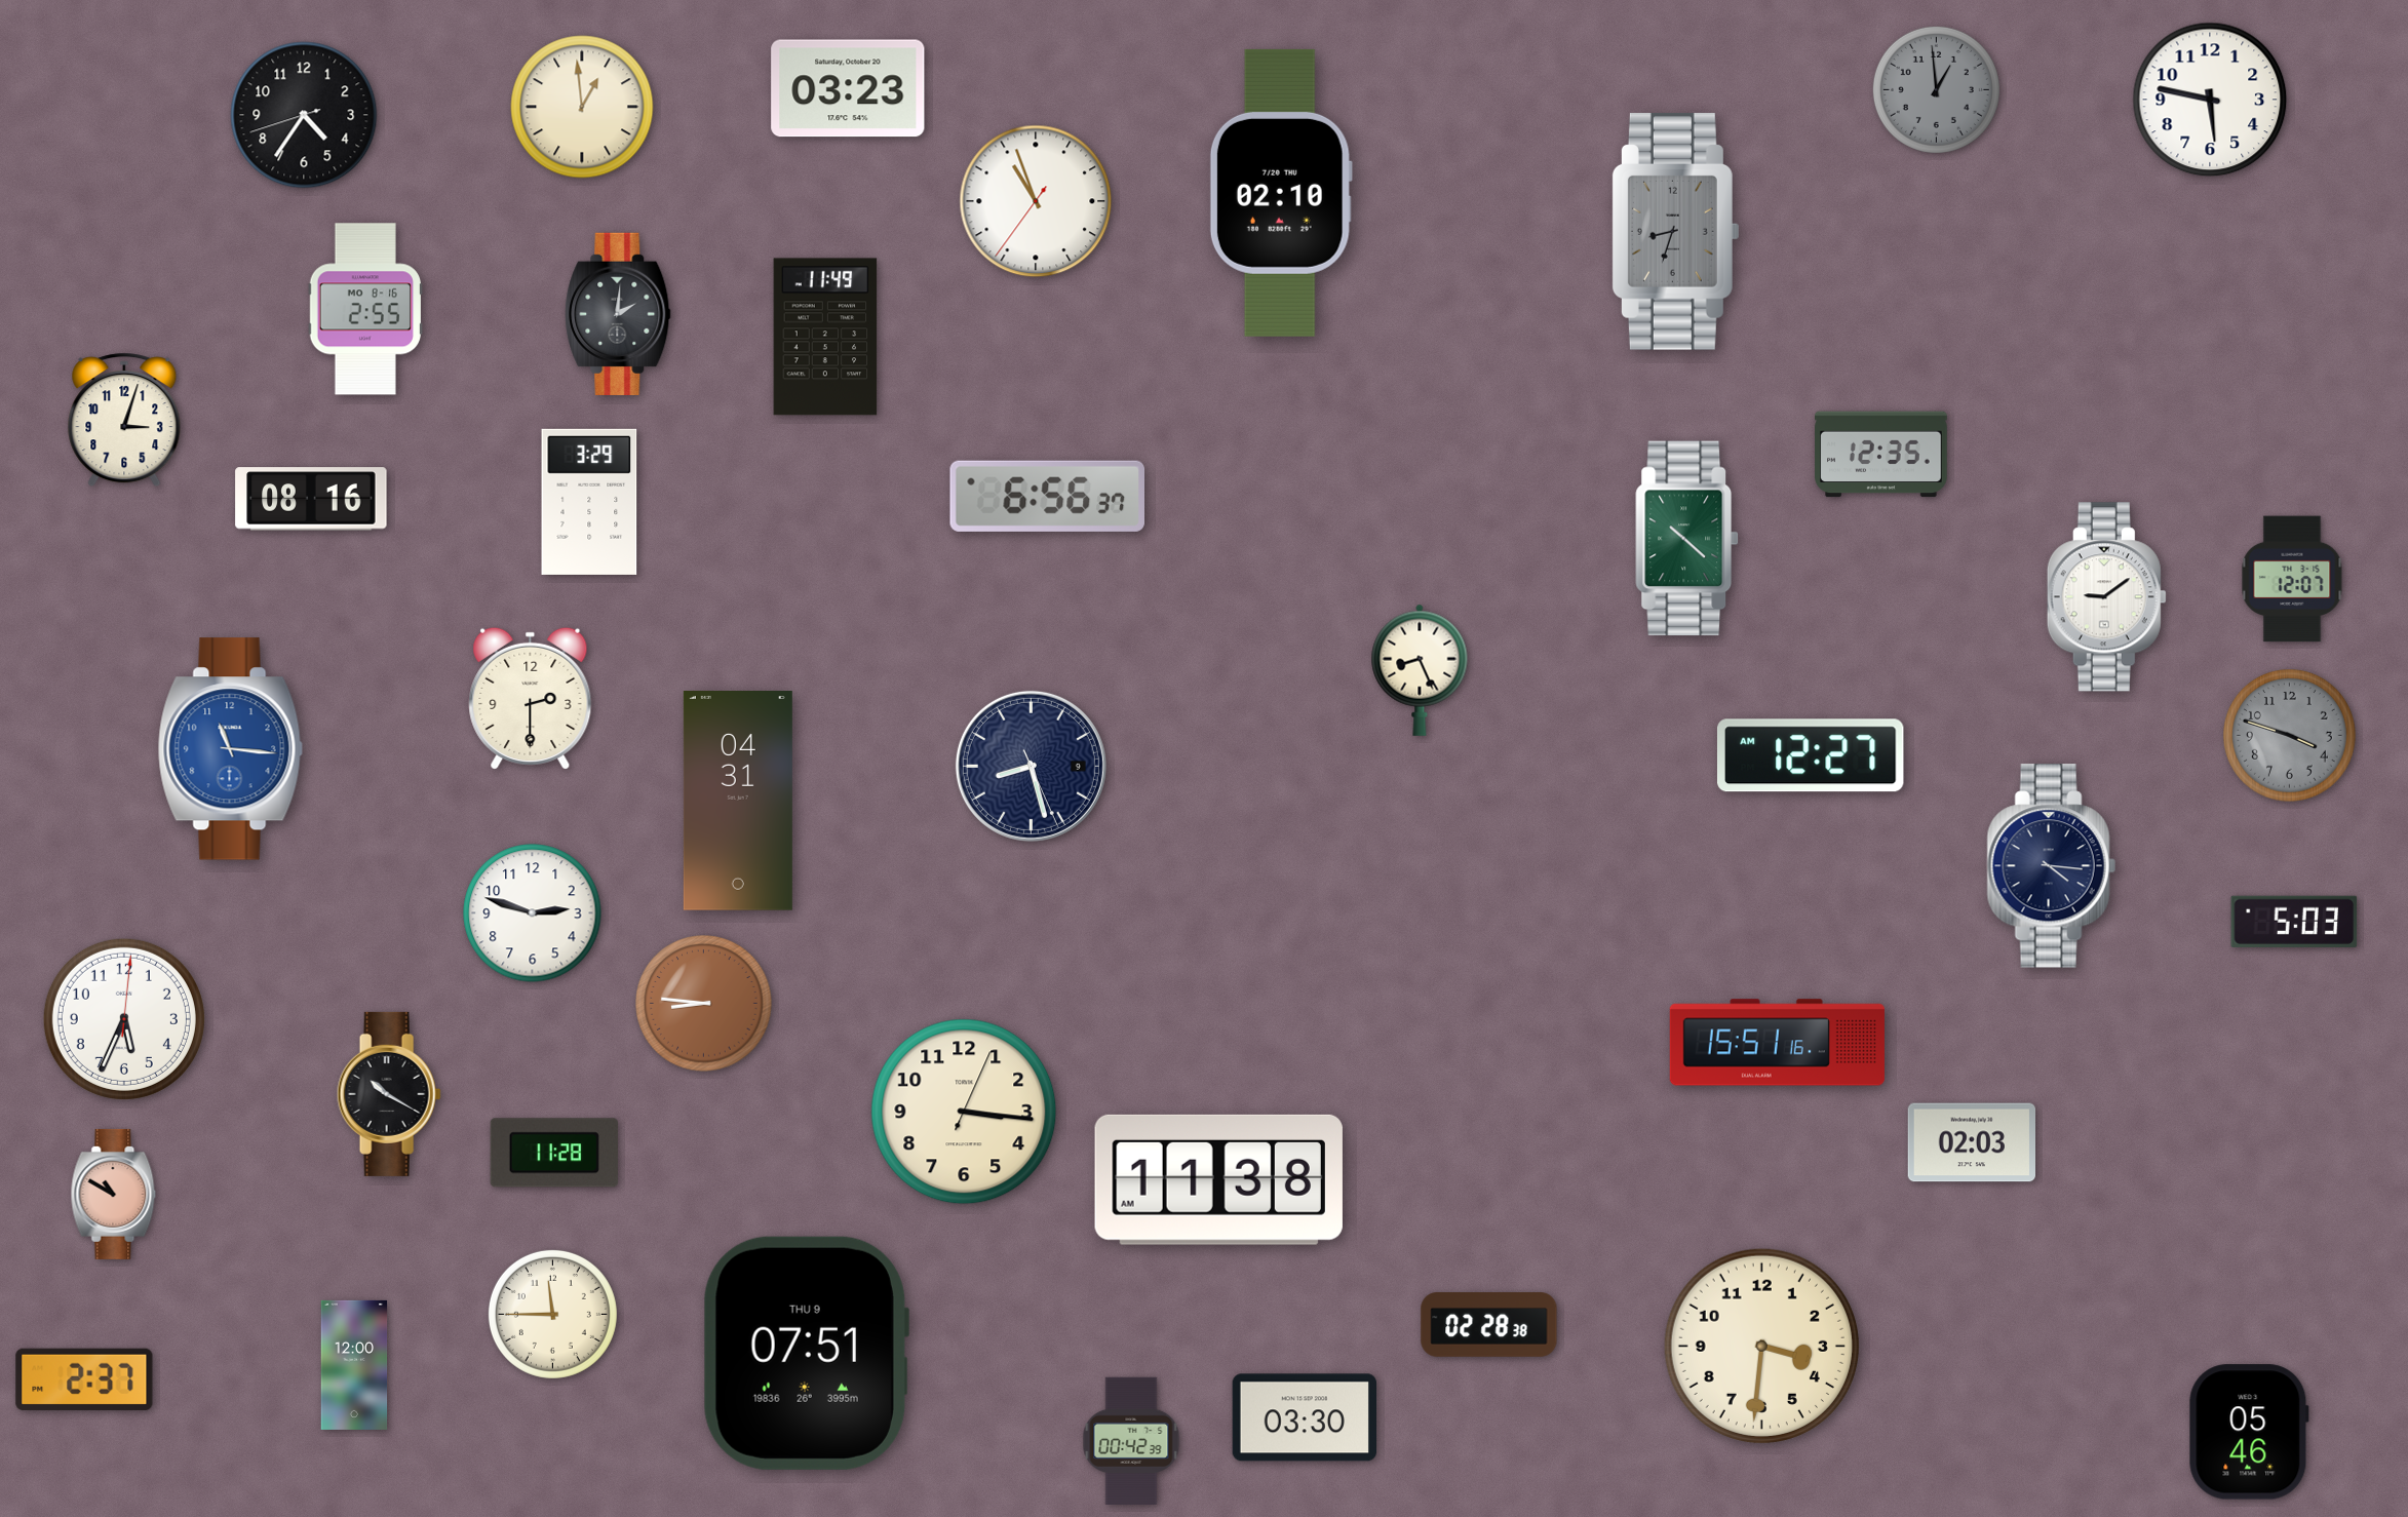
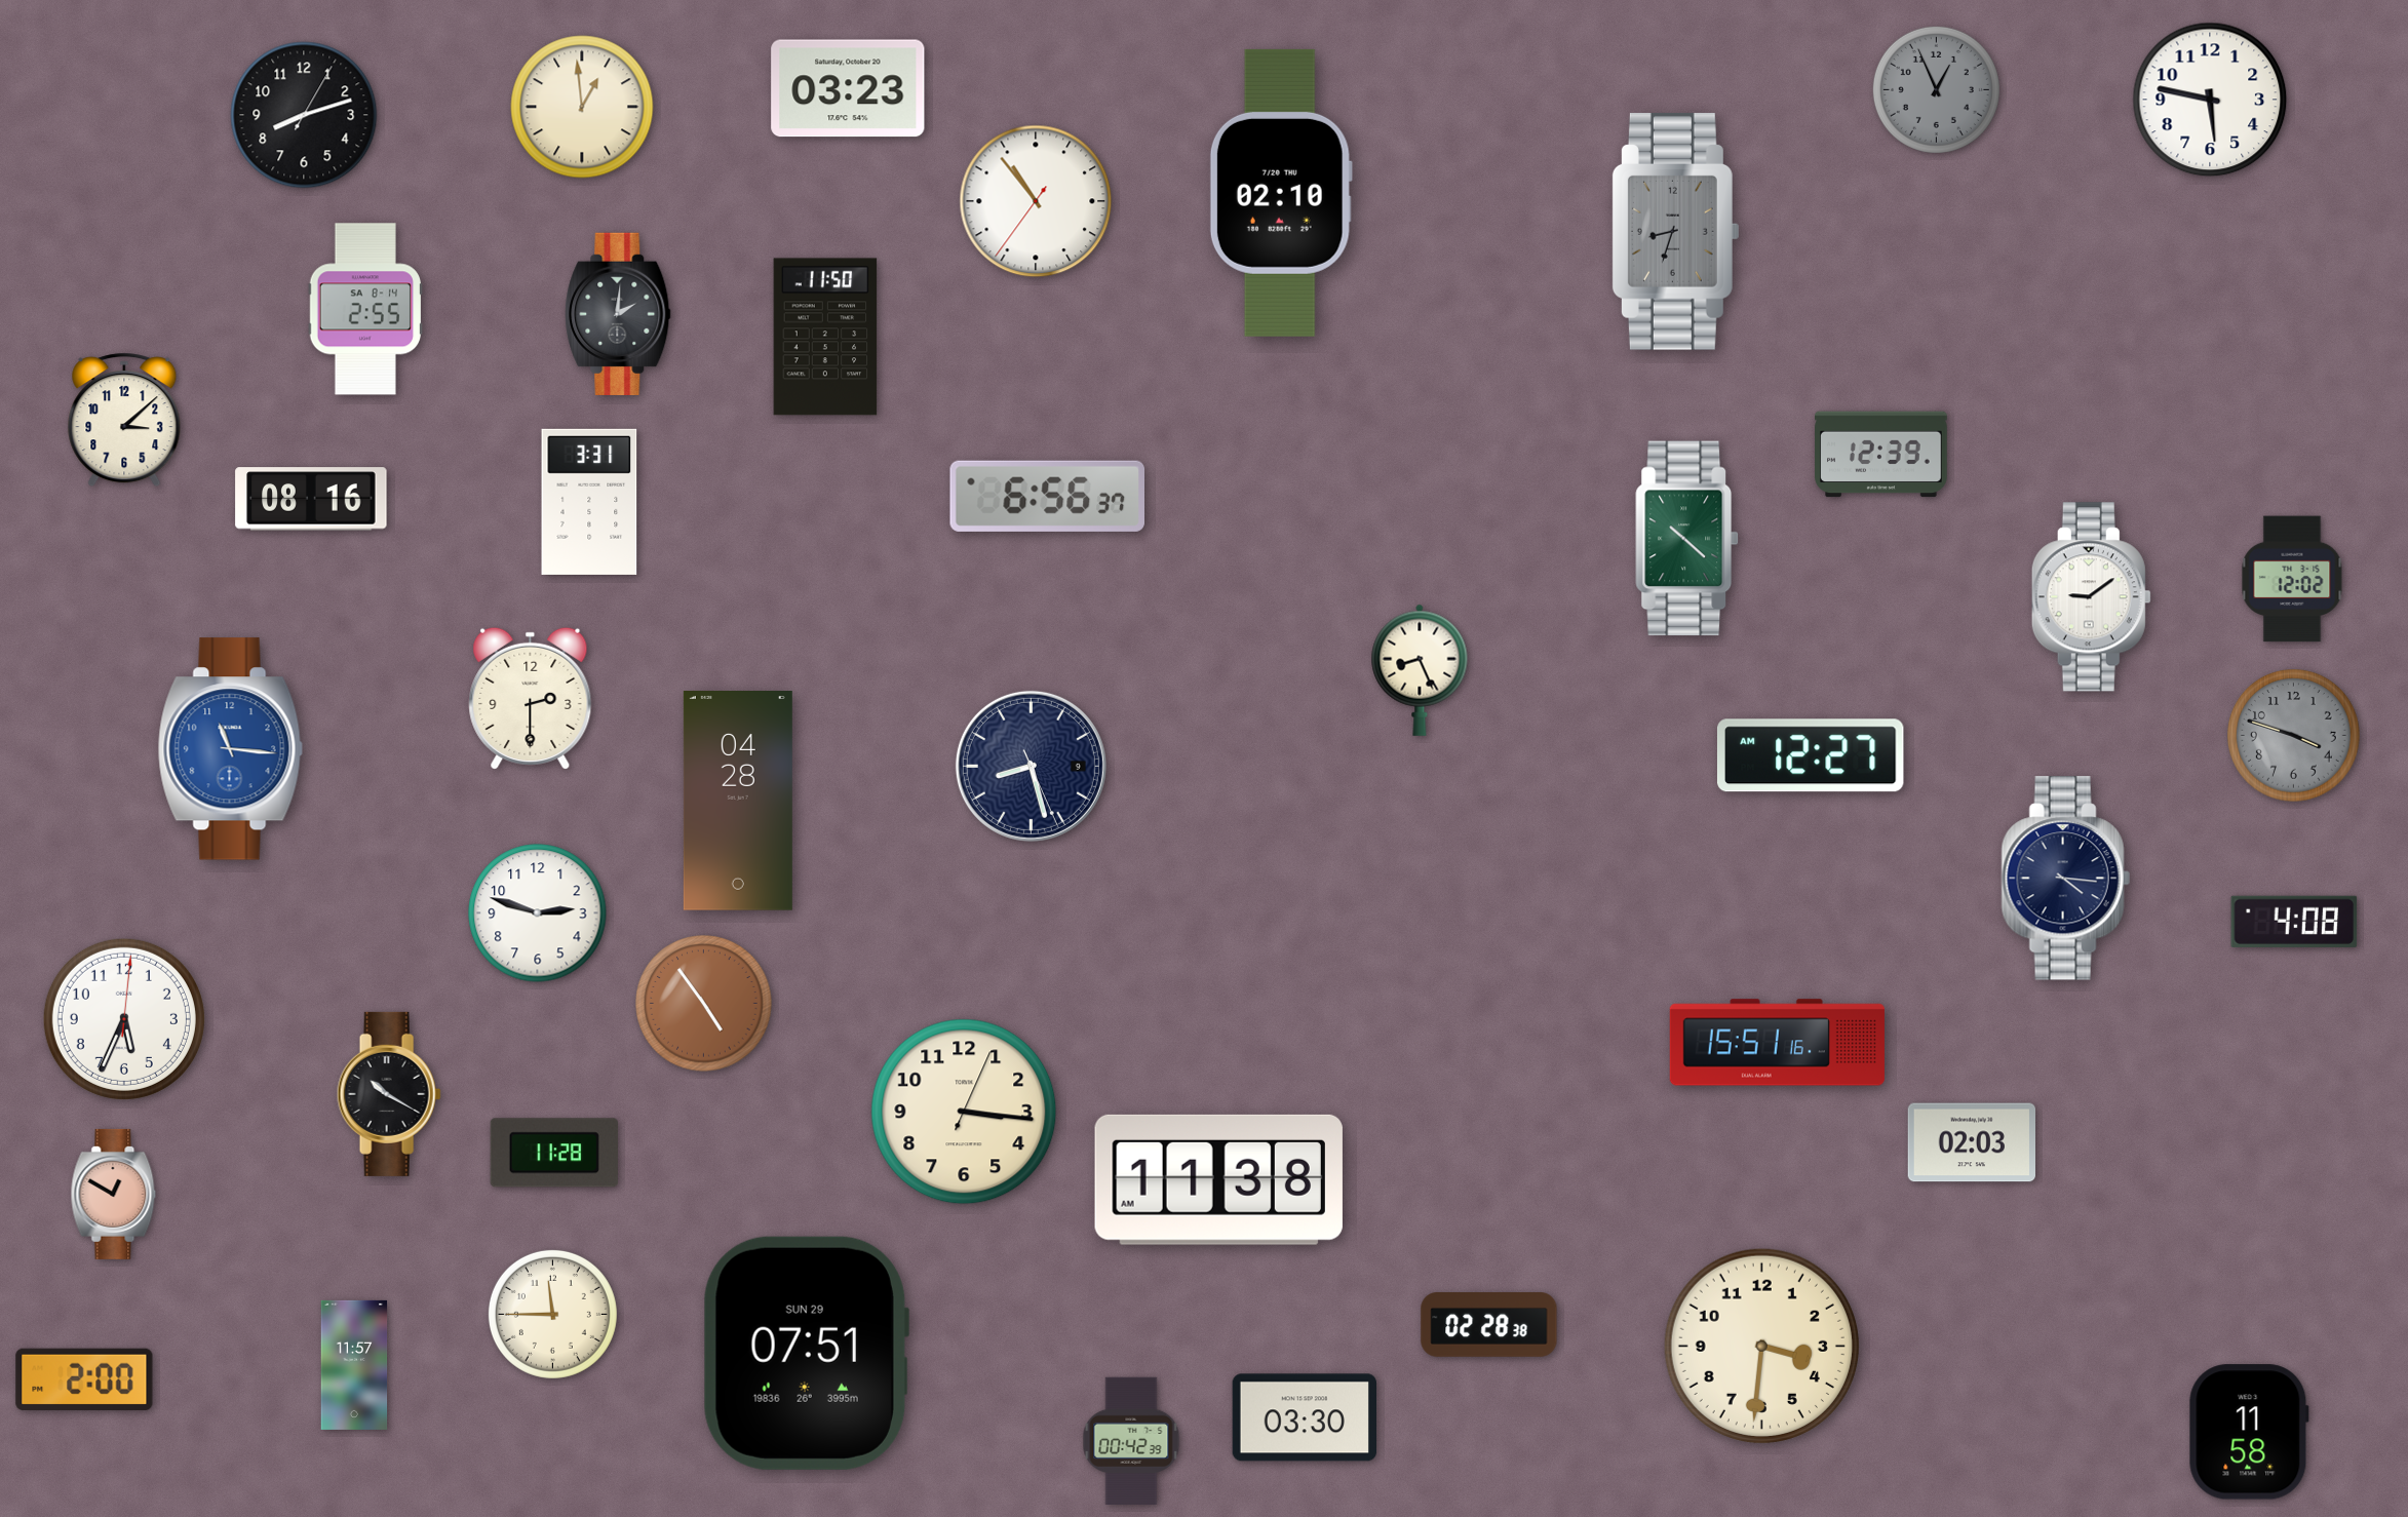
clock at (1936, 89): 12:59 -> 12:56
clock at (304, 115): 4:35 -> 8:12
clock at (1036, 201): 10:56 -> 10:53
clock at (364, 309) date: MO 8-16 -> SA 8-14
clock at (825, 337): 11:49 -> 11:50
clock at (124, 420): 3:03 -> 3:08
clock at (1881, 455): 12:35 -> 12:39
clock at (589, 502): 3:29 -> 3:31
clock at (2292, 579): 12:07 -> 12:02
clock at (2106, 597) position: (2106, 597) -> (2091, 597)
clock at (2290, 736) position: (2290, 736) -> (2294, 736)
clock at (738, 802): 04:31 -> 04:28
clock at (2051, 866) position: (2051, 866) -> (2065, 879)
clock at (533, 913) position: (533, 913) -> (538, 913)
clock at (2294, 922): 5:03 -> 4:08
clock at (704, 1004): 8:46 -> 4:54
clock at (114, 1194): 10:50 -> 12:50
clock at (806, 1353) date: THU 9 -> SUN 29
clock at (354, 1365): 12:00 -> 11:57
clock at (84, 1379): 2:37 -> 2:00
clock at (2249, 1432): 05:46 -> 11:58
